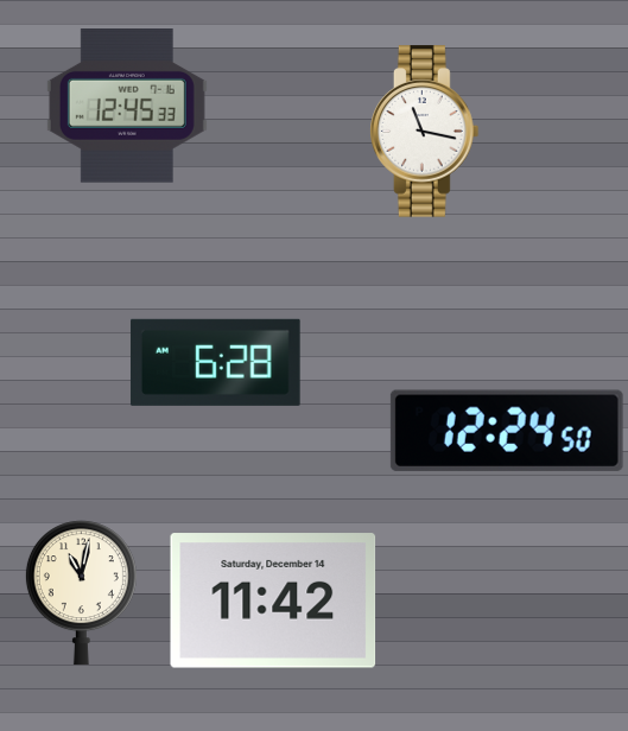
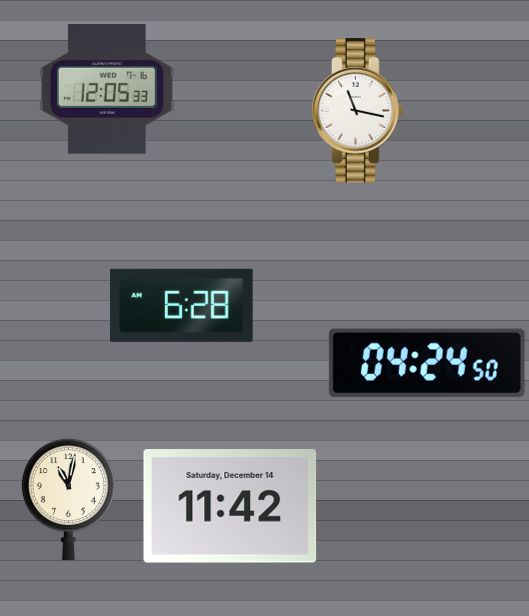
clock at (127, 107): 12:45 -> 12:05
clock at (507, 431): 12:24 -> 04:24
